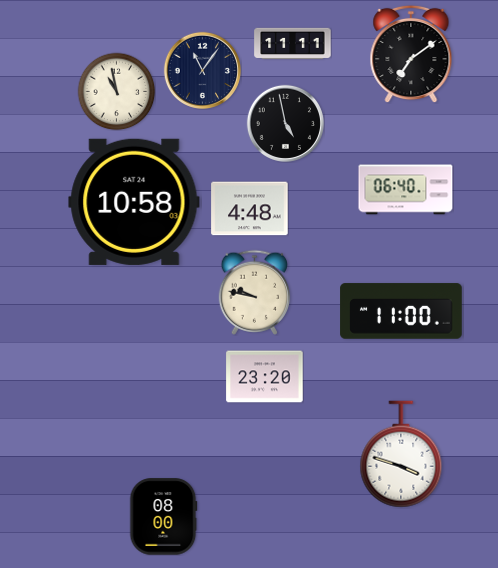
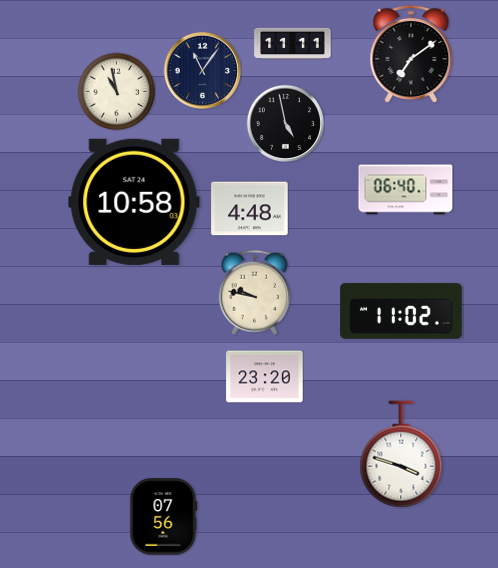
clock at (401, 311): 11:00 -> 11:02
clock at (163, 517): 08:00 -> 07:56
